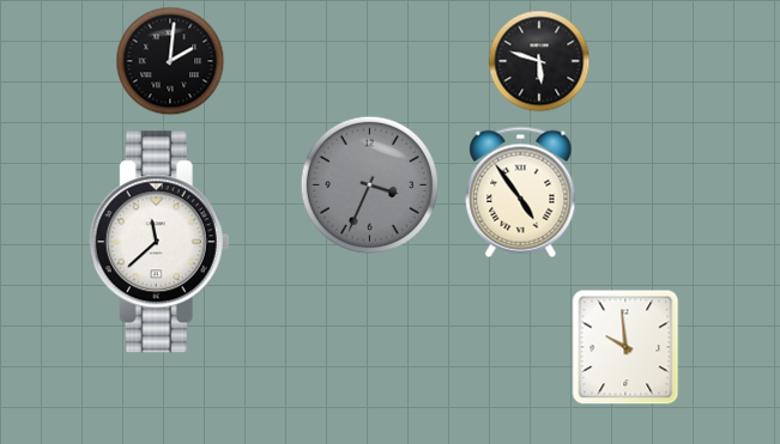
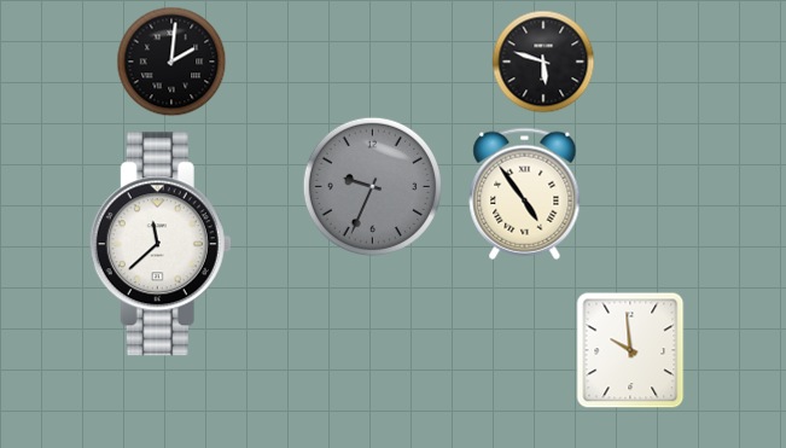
clock at (369, 184): 3:34 -> 9:34
